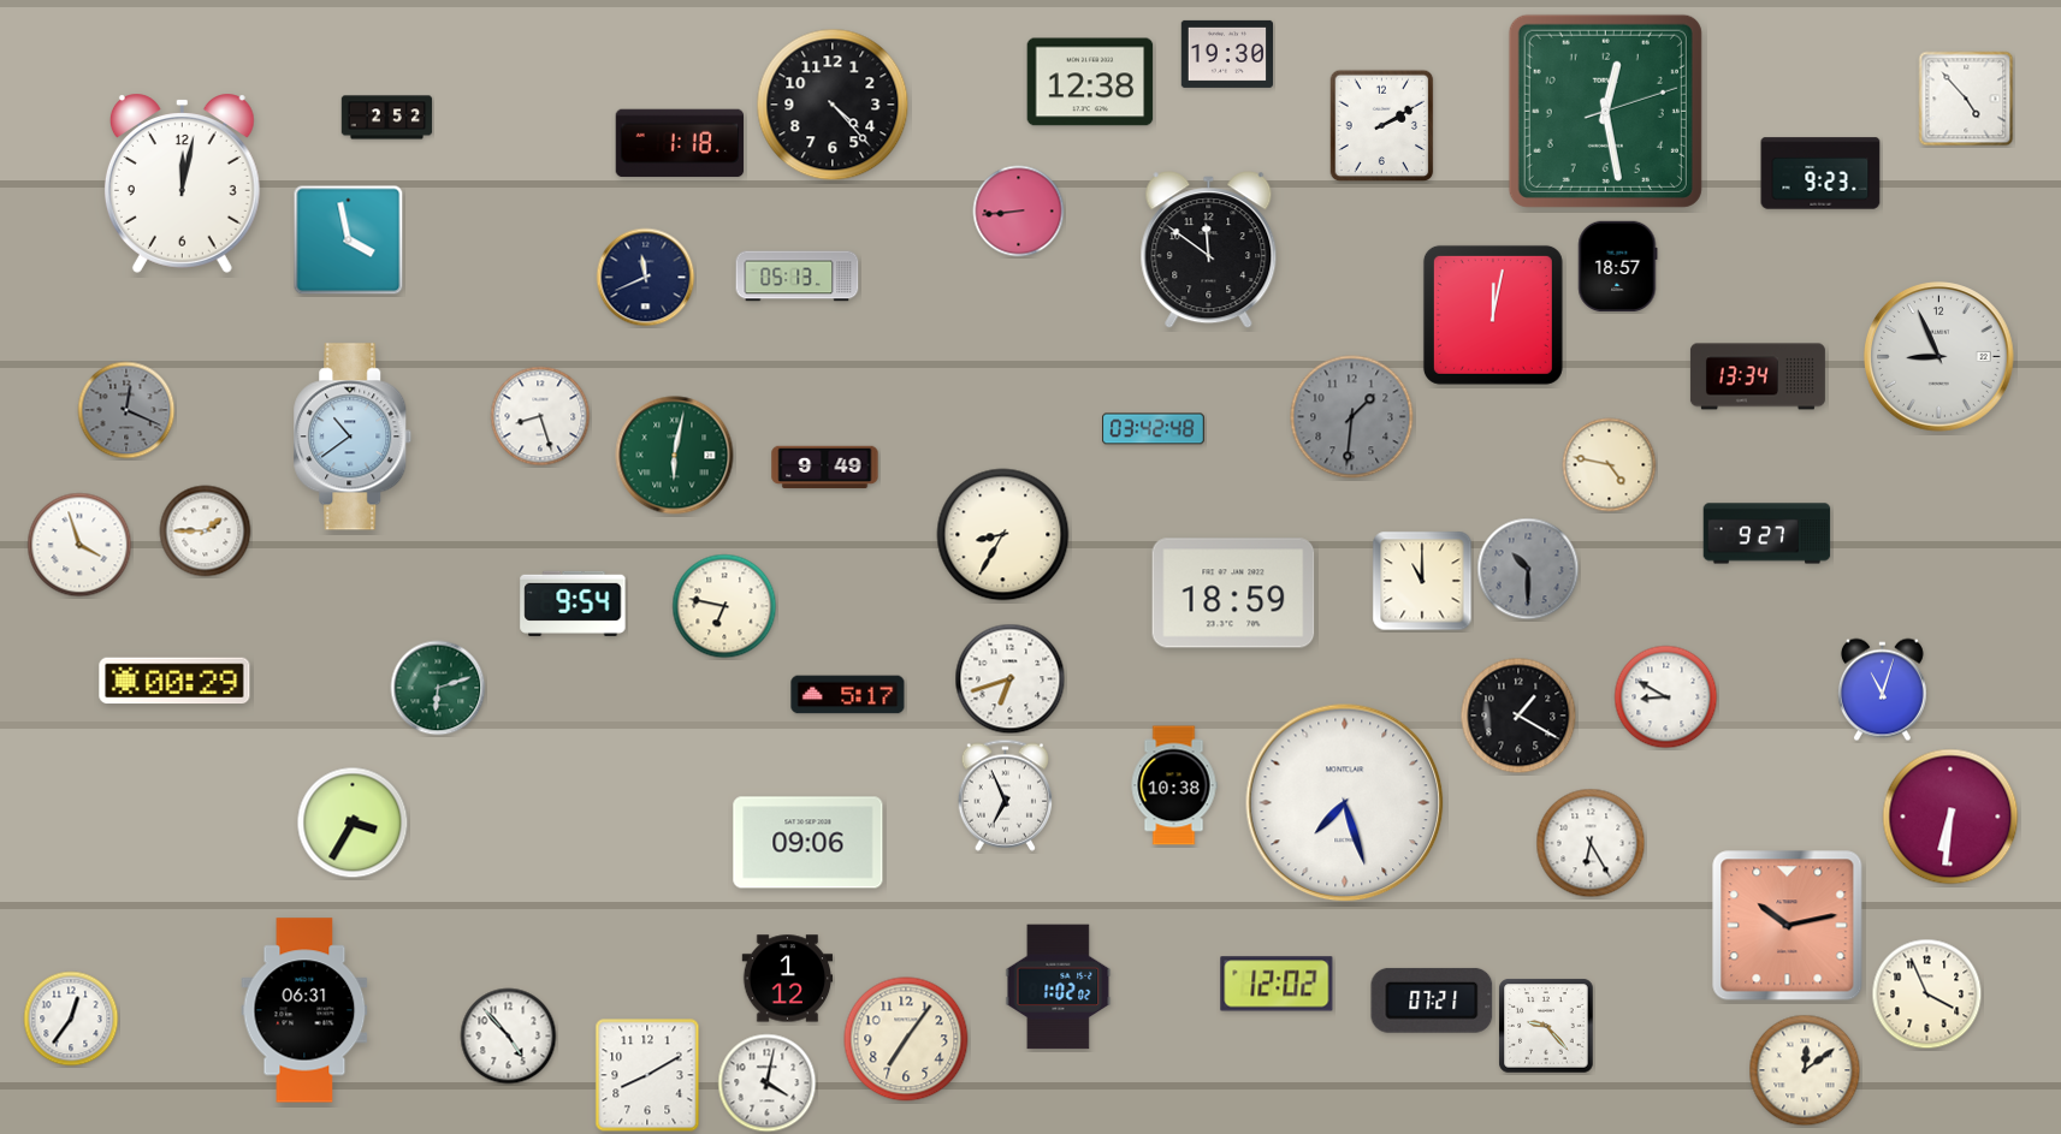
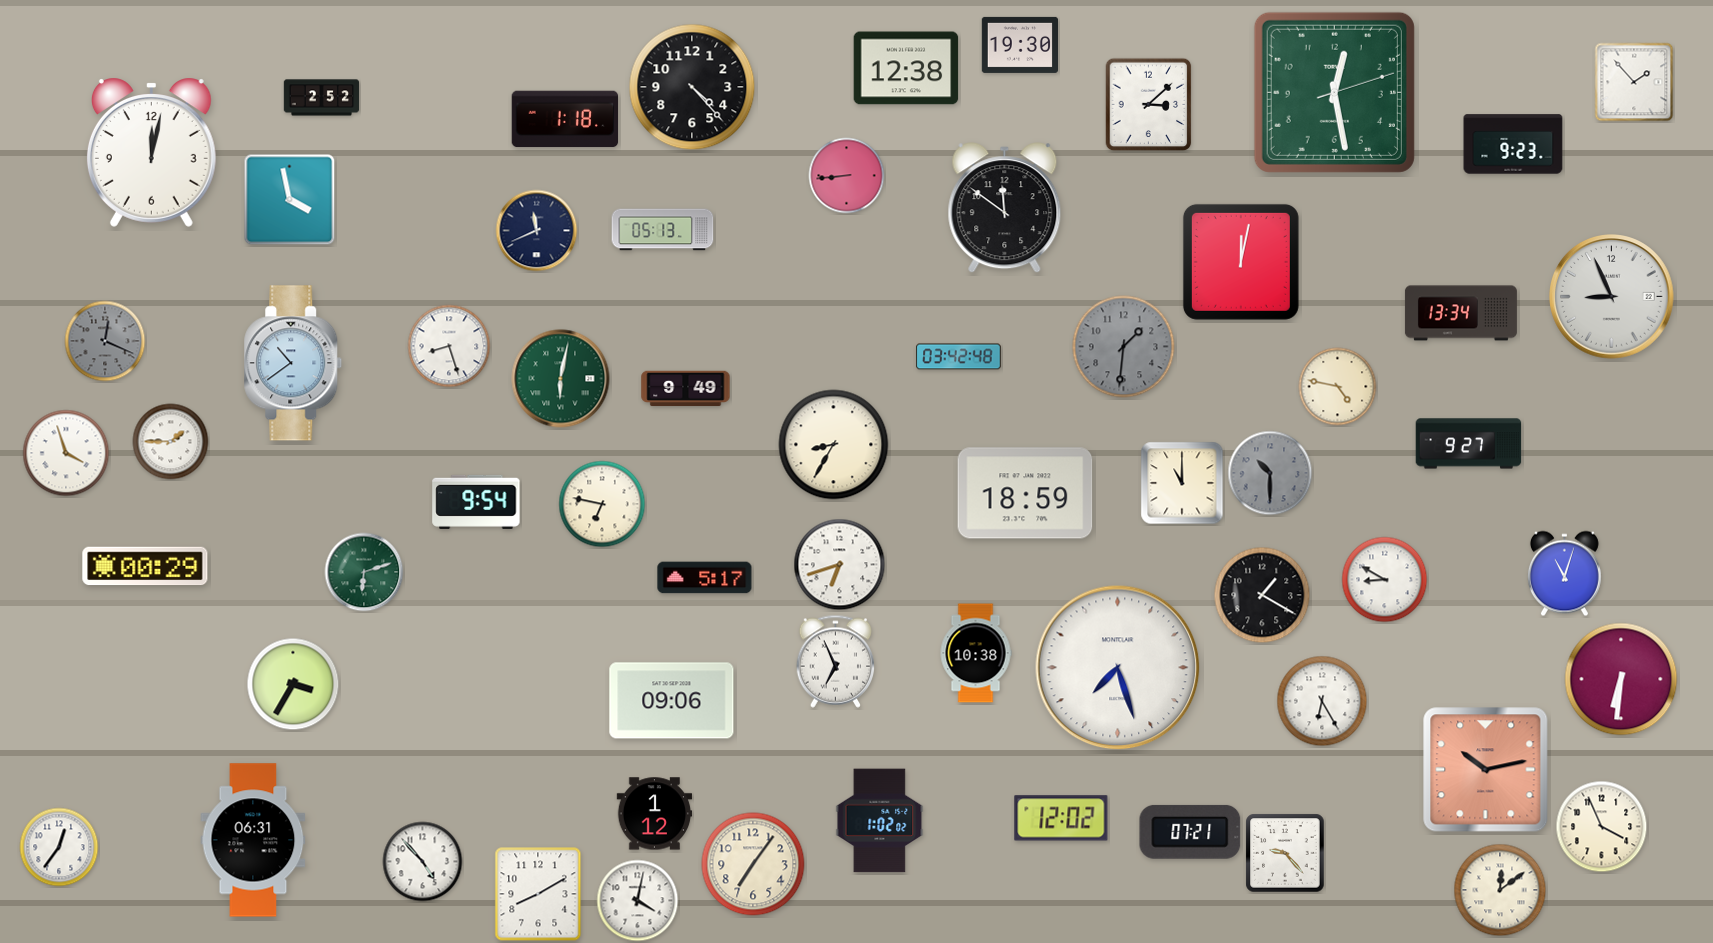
clock at (1966, 99): 4:53 -> 1:53
clock at (1382, 126): 2:10 -> 3:08
clock at (1618, 267): 18:57 -> none
